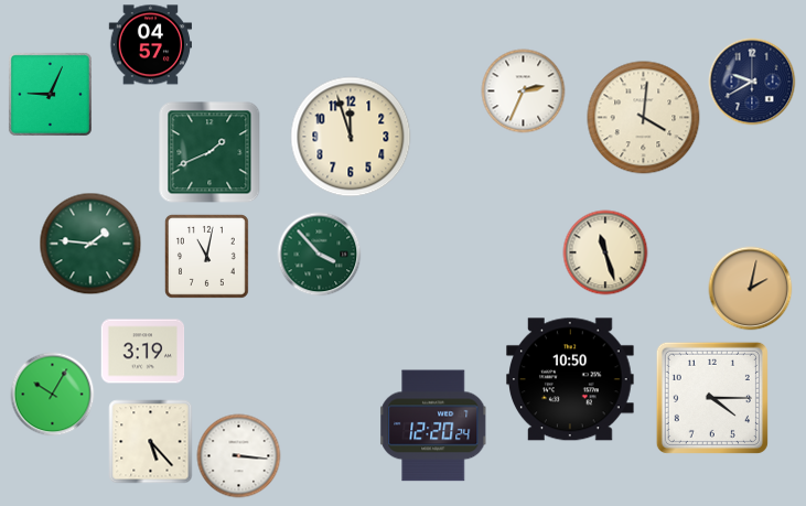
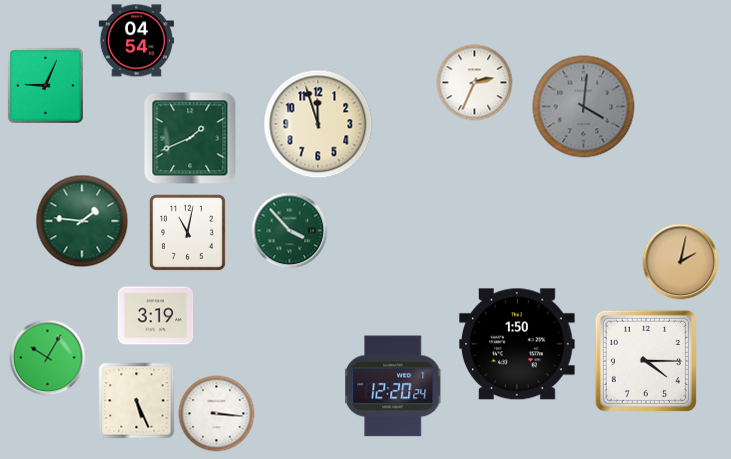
clock at (150, 45): 04:57 -> 04:54
clock at (752, 82): 9:40 -> none
clock at (644, 118) dial: cream -> grey
clock at (605, 252): 11:27 -> none
clock at (143, 352) position: (143, 352) -> (156, 316)
clock at (570, 379): 10:50 -> 1:50
clock at (151, 442): 5:23 -> 5:26
